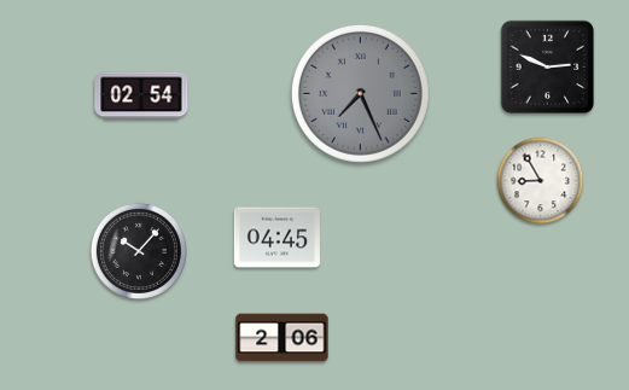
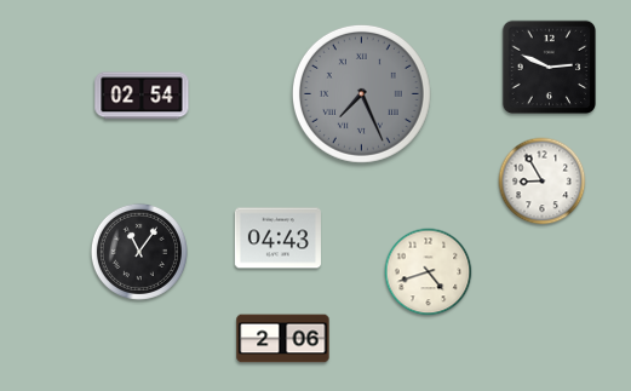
clock at (276, 238): 04:45 -> 04:43
clock at (139, 251): 10:07 -> 11:06
clock at (429, 272): none -> 4:42
